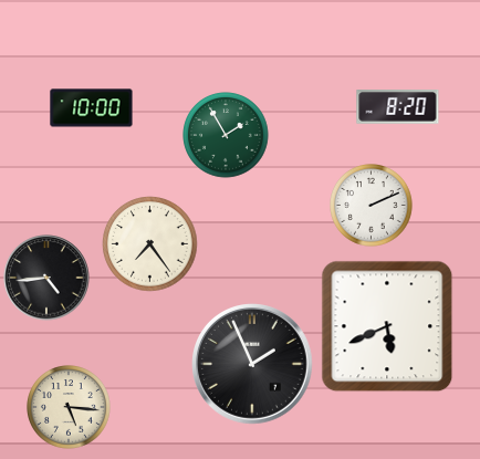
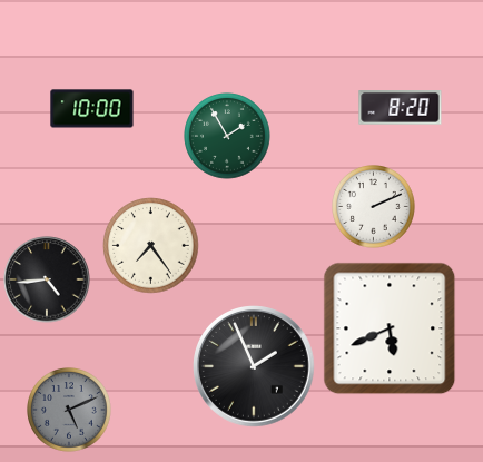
clock at (70, 408): 5:16 -> 5:11
clock at (70, 408) dial: cream -> grey
